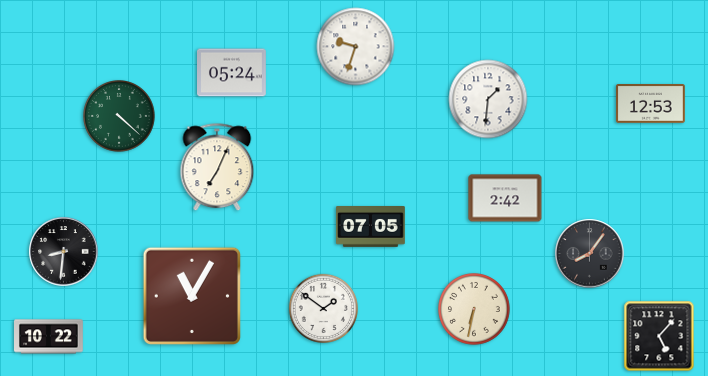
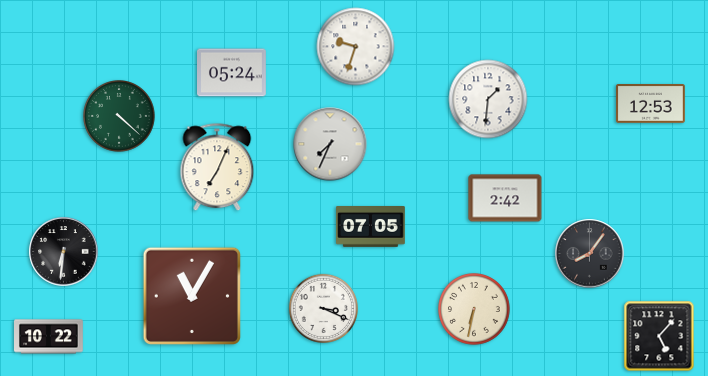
clock at (330, 144): none -> 7:34
clock at (64, 252): 8:31 -> 6:31
clock at (323, 308): 1:51 -> 3:19
